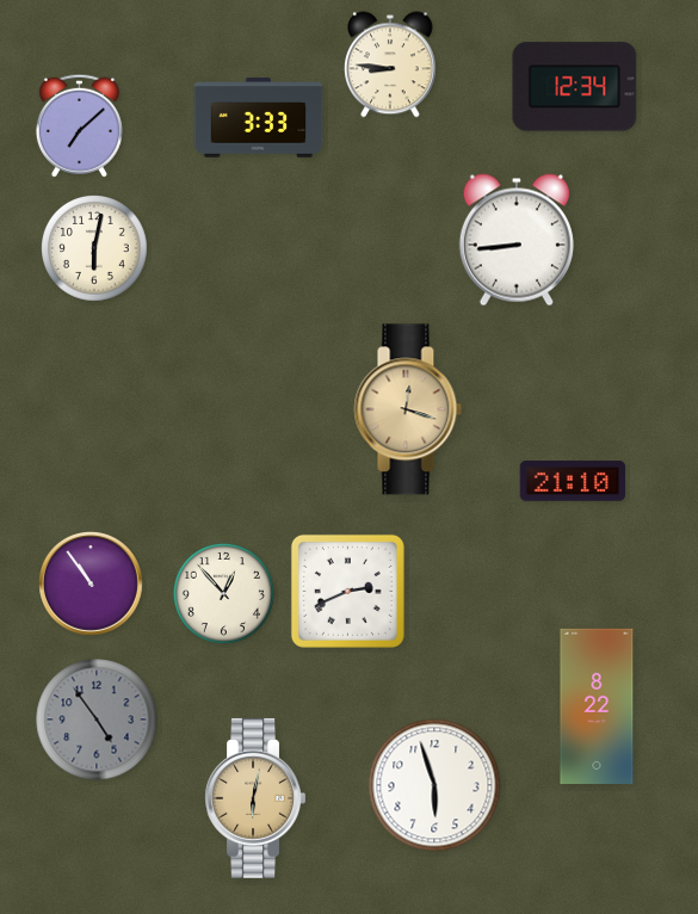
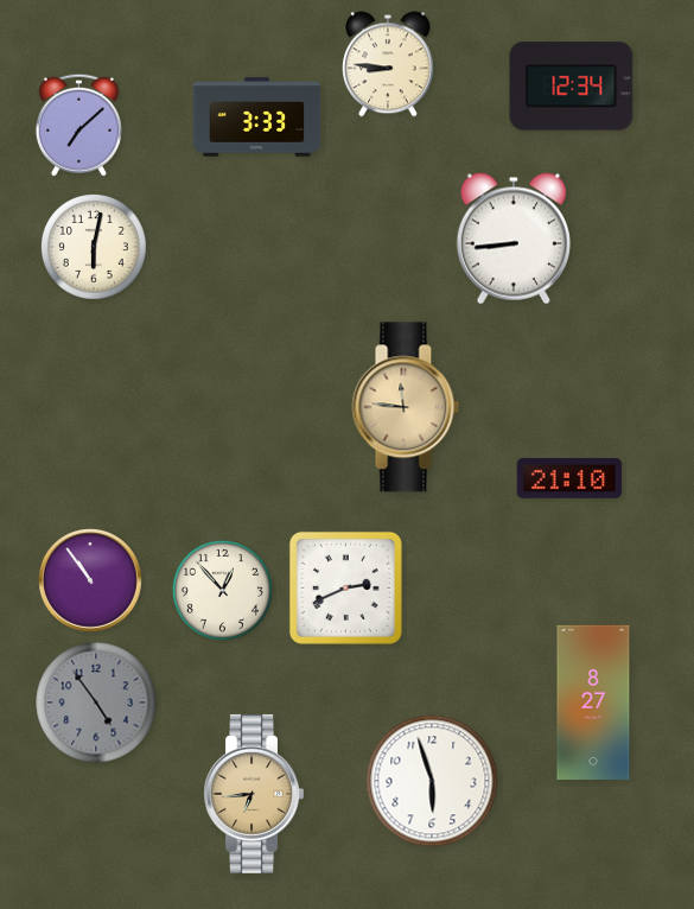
clock at (408, 409): 12:18 -> 11:46
clock at (597, 705): 8:22 -> 8:27
clock at (97, 720) position: (97, 720) -> (96, 703)
clock at (254, 798): 6:02 -> 6:44
